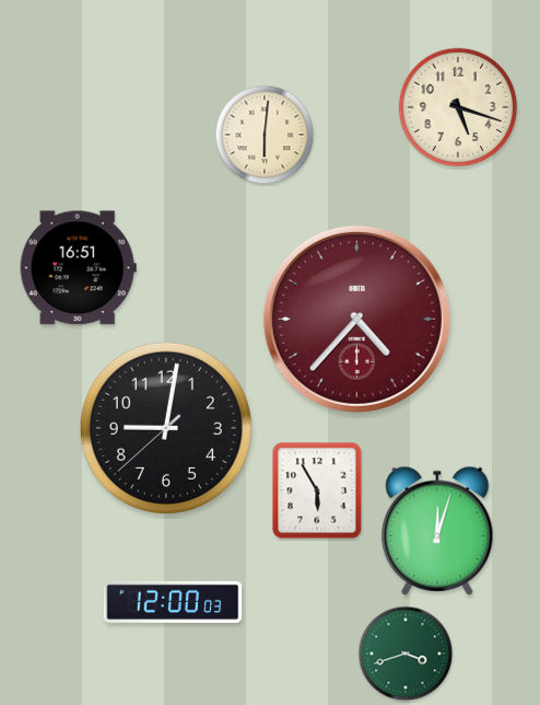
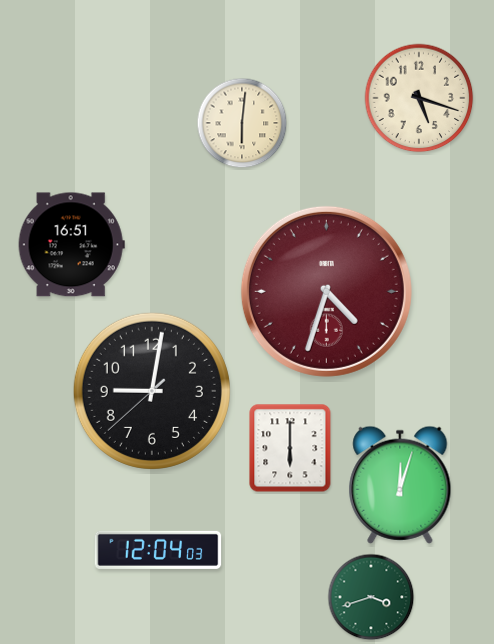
clock at (356, 319): 4:37 -> 4:33
clock at (317, 490): 5:55 -> 6:00
clock at (173, 602): 12:00 -> 12:04
